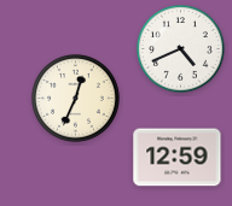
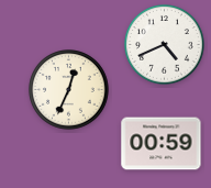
clock at (178, 158): 12:59 -> 00:59
